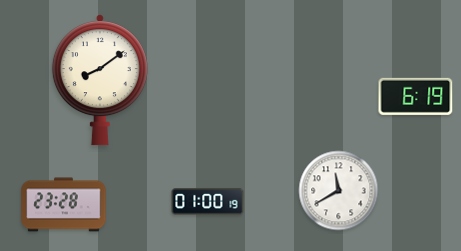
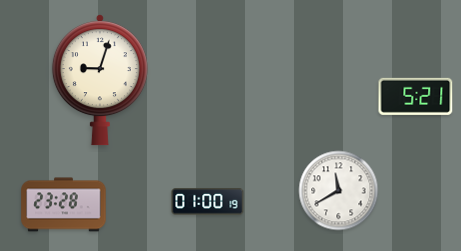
clock at (100, 80): 8:09 -> 9:03
clock at (416, 96): 6:19 -> 5:21
